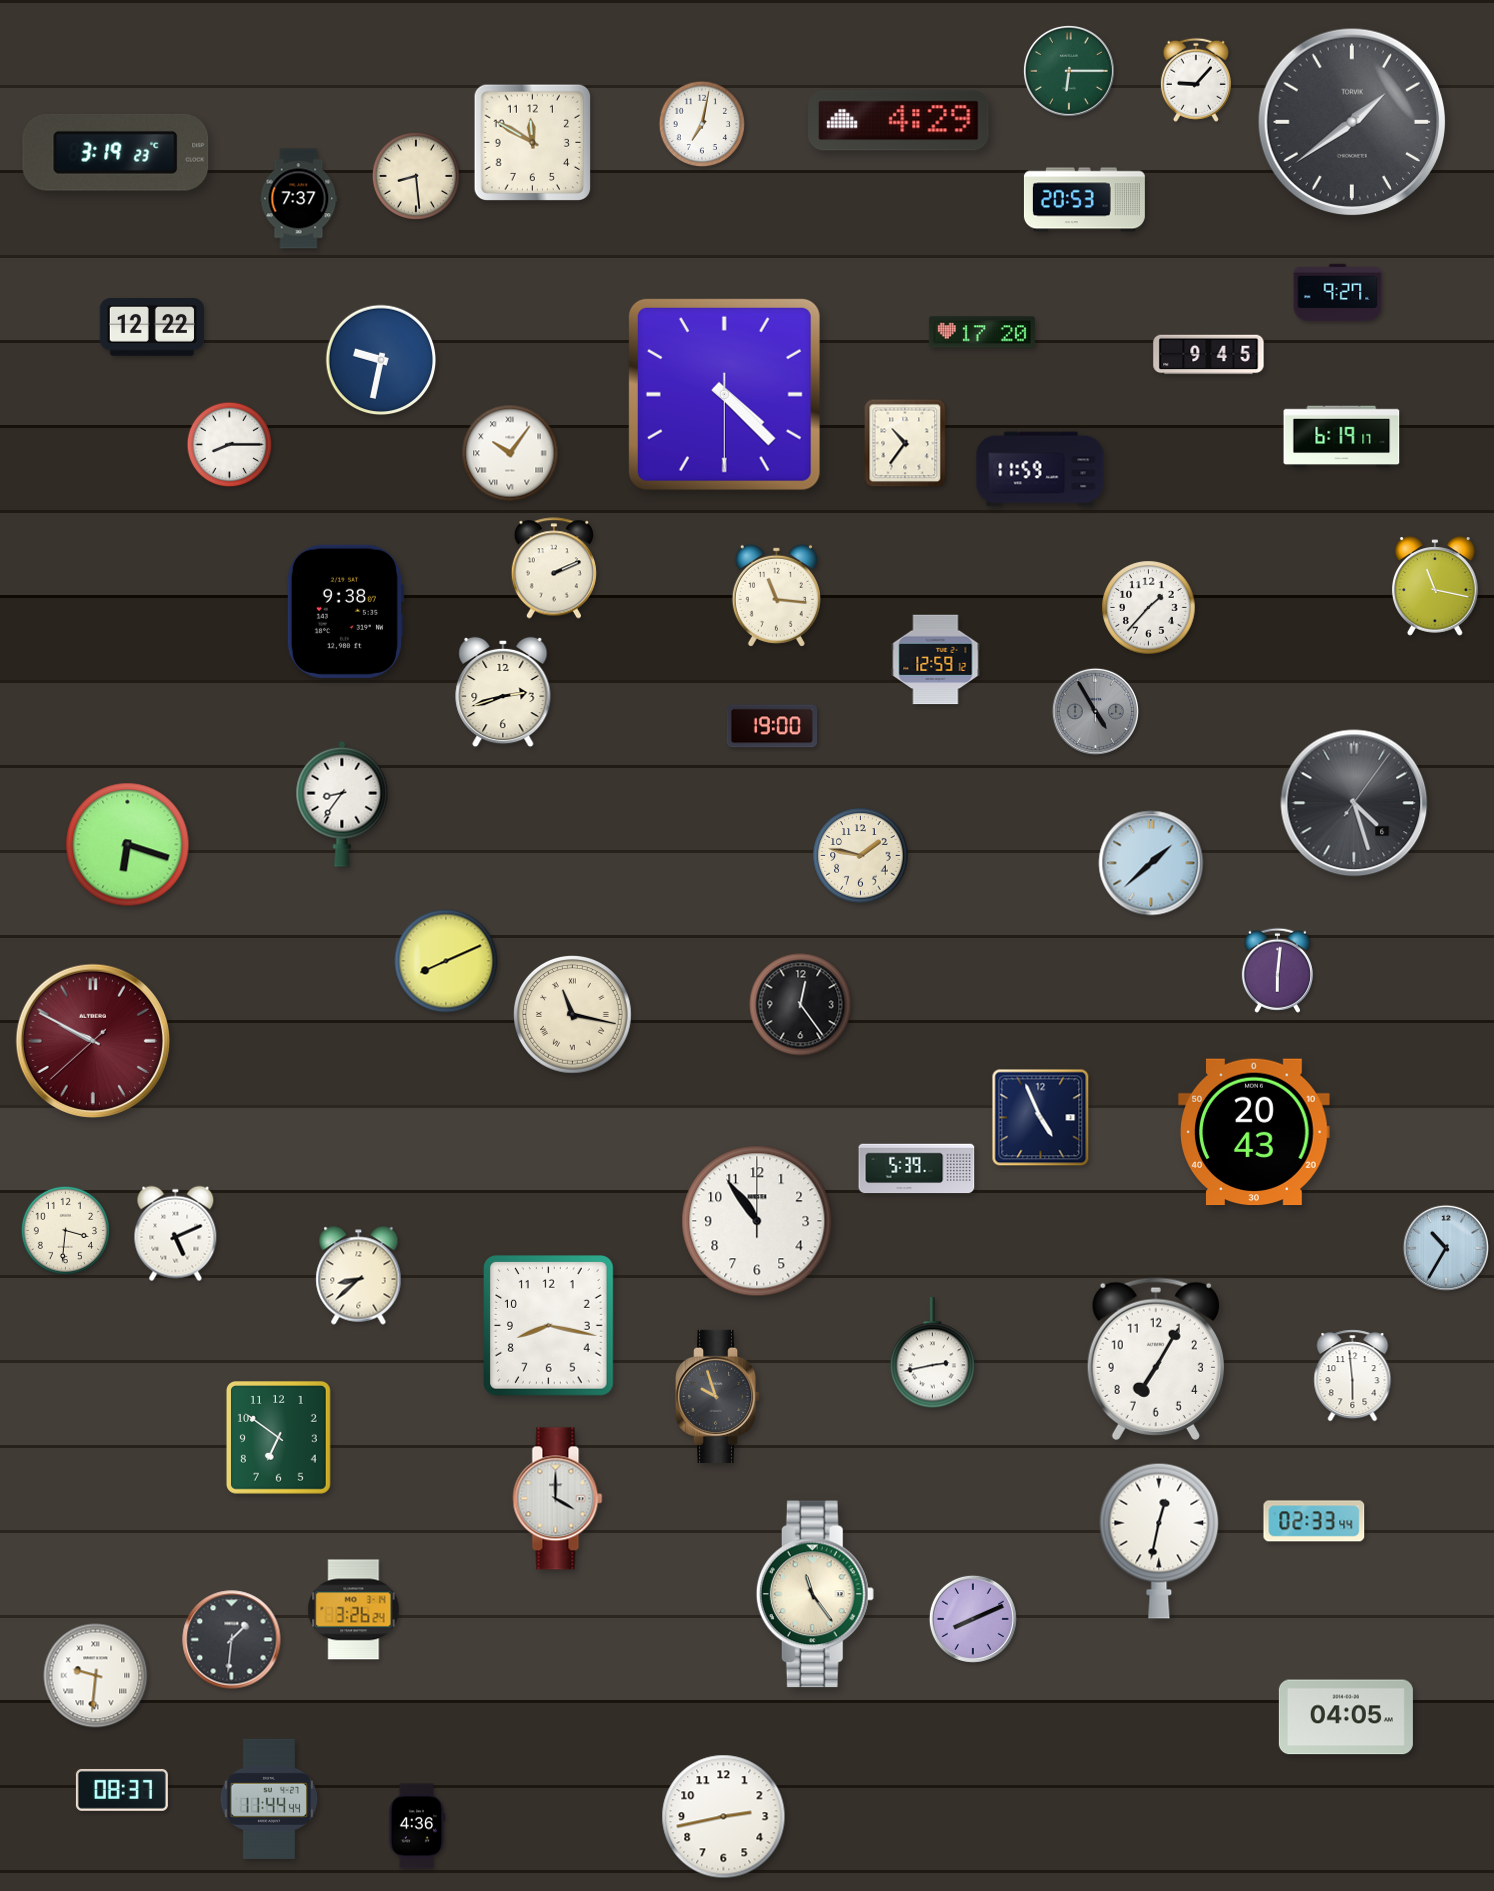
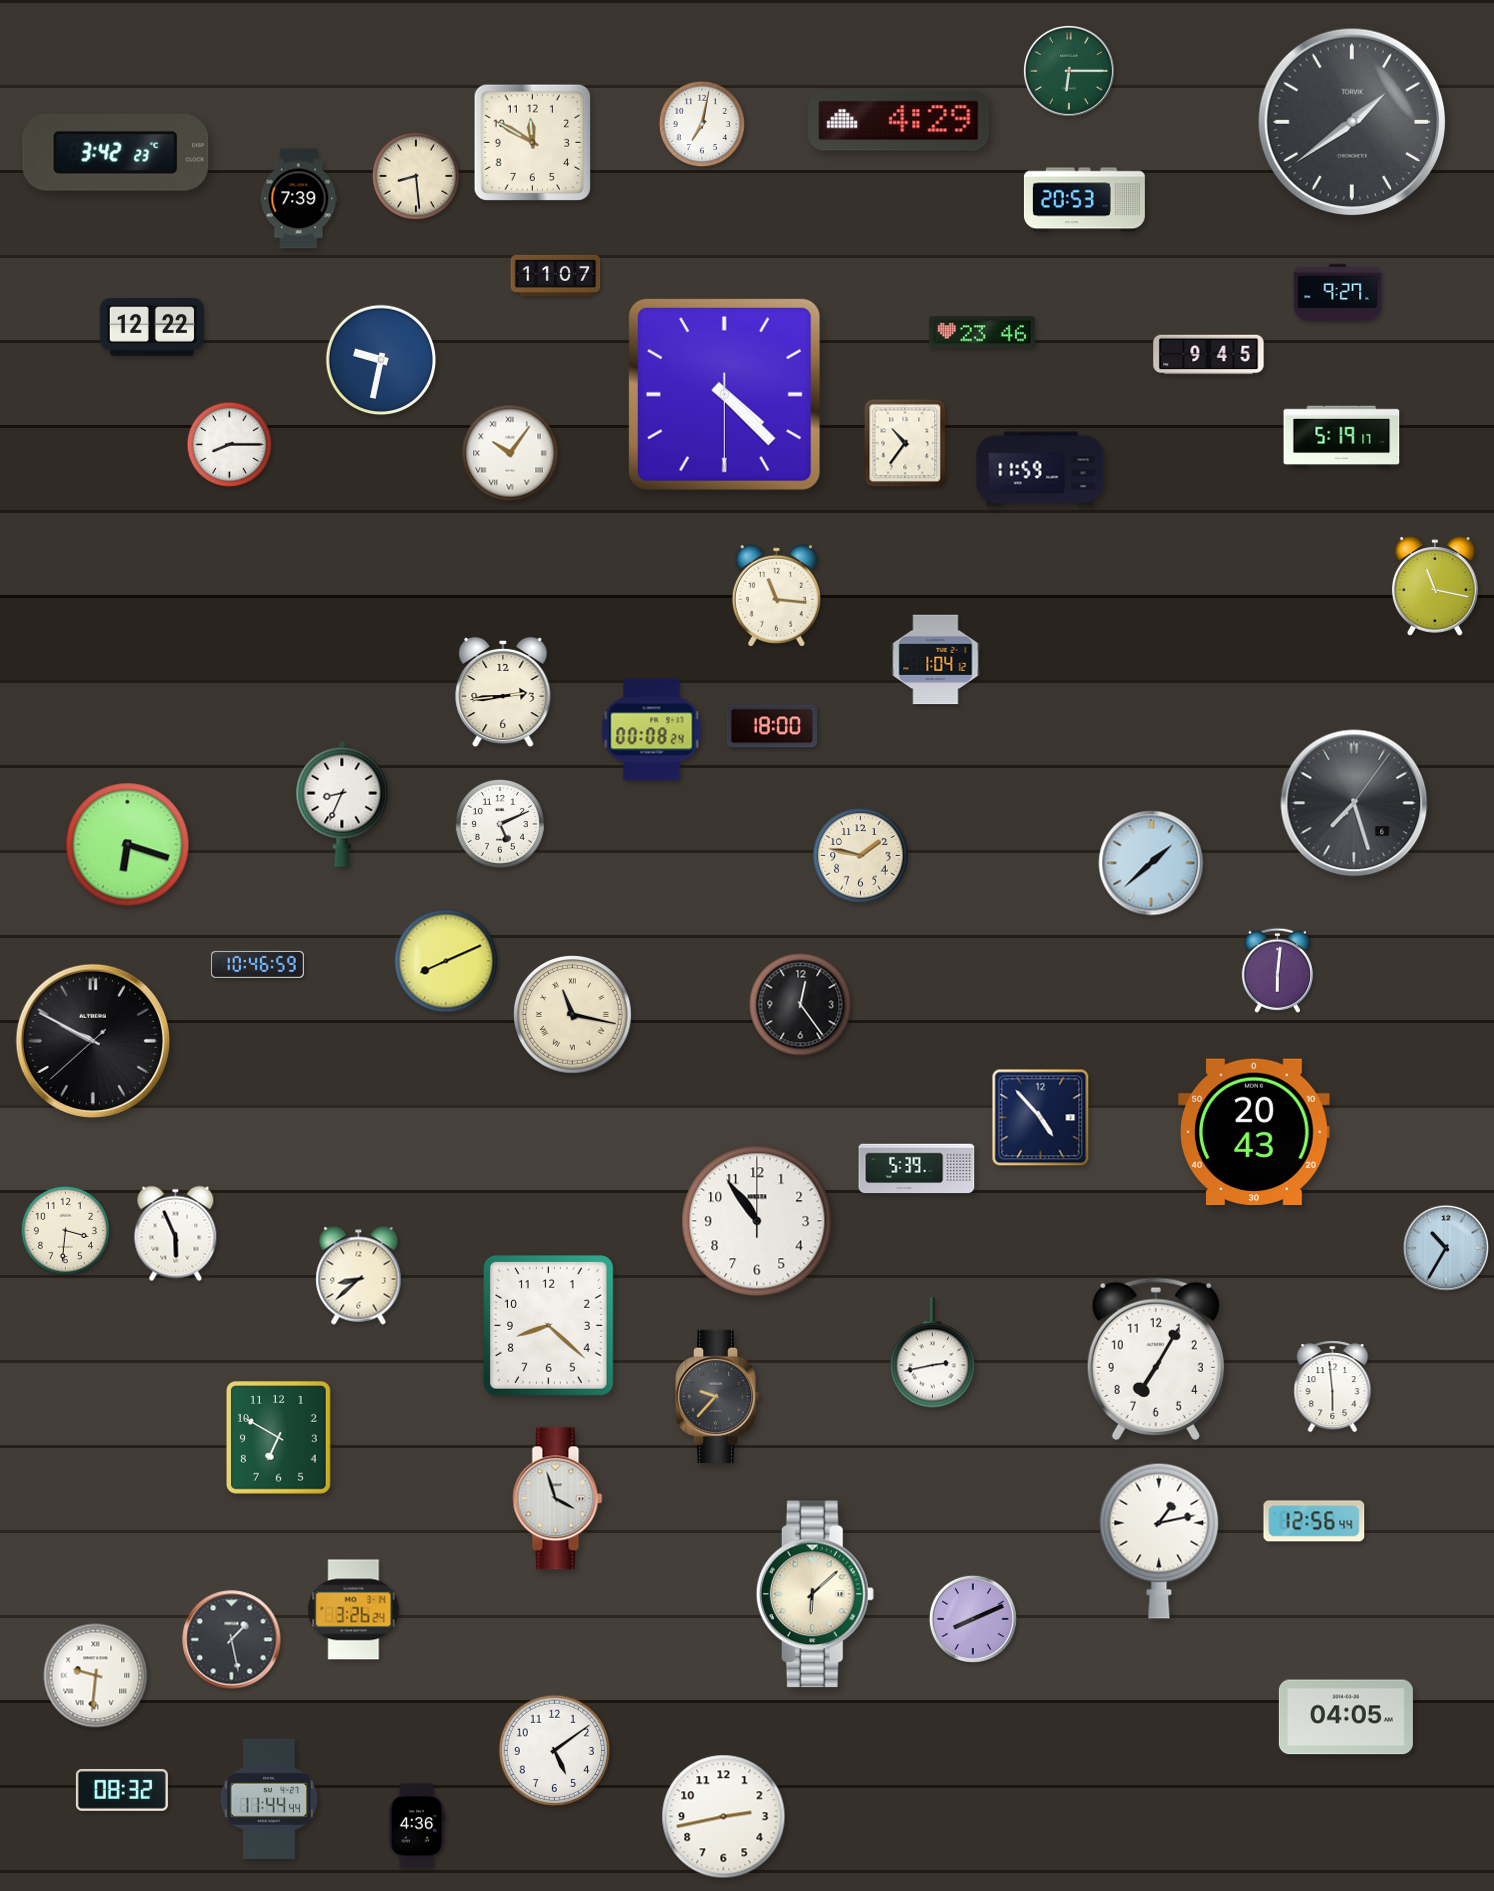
clock at (1196, 80): 9:07 -> none
clock at (116, 152): 3:19 -> 3:42
clock at (299, 199): 7:37 -> 7:39
clock at (556, 275): none -> 11:07
clock at (982, 332): 17:20 -> 23:46
clock at (1342, 437): 6:19 -> 5:19
clock at (553, 568): 2:11 -> none
clock at (1149, 608): 1:37 -> none
clock at (345, 611): 9:38 -> none
clock at (936, 660): 12:59 -> 1:04
clock at (503, 692): 2:42 -> 2:44
clock at (1095, 711): 4:55 -> none
clock at (772, 726): 19:00 -> 18:00
clock at (652, 730): none -> 00:08
clock at (1354, 803): 4:27 -> 7:27
clock at (342, 804): 8:36 -> 8:34
clock at (500, 824): none -> 5:11
clock at (257, 964): none -> 10:46
clock at (92, 1040) dial: burgundy -> black
clock at (1041, 1118): 4:56 -> 4:53
clock at (176, 1234): 5:11 -> 5:56
clock at (549, 1326): 8:17 -> 8:22
clock at (1353, 1376) position: (1353, 1376) -> (1333, 1387)
clock at (719, 1396): 9:57 -> 9:37
clock at (278, 1438): 6:51 -> 6:50
clock at (558, 1499): 4:00 -> 3:57
clock at (1314, 1521): 02:33 -> 12:56
clock at (1159, 1541): 12:32 -> 1:13
clock at (815, 1594): 11:24 -> 6:08
clock at (232, 1640): 1:31 -> 1:28
clock at (554, 1750): none -> 5:09
clock at (122, 1790): 08:37 -> 08:32
